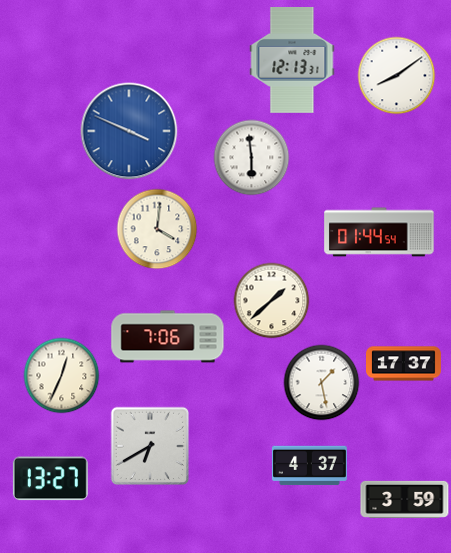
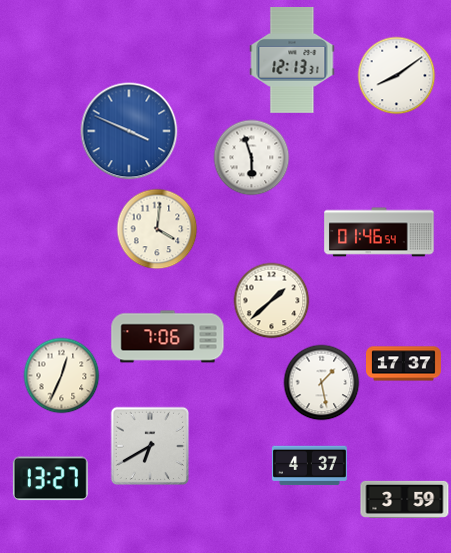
clock at (252, 158): 5:59 -> 5:57
clock at (379, 232): 01:44 -> 01:46
